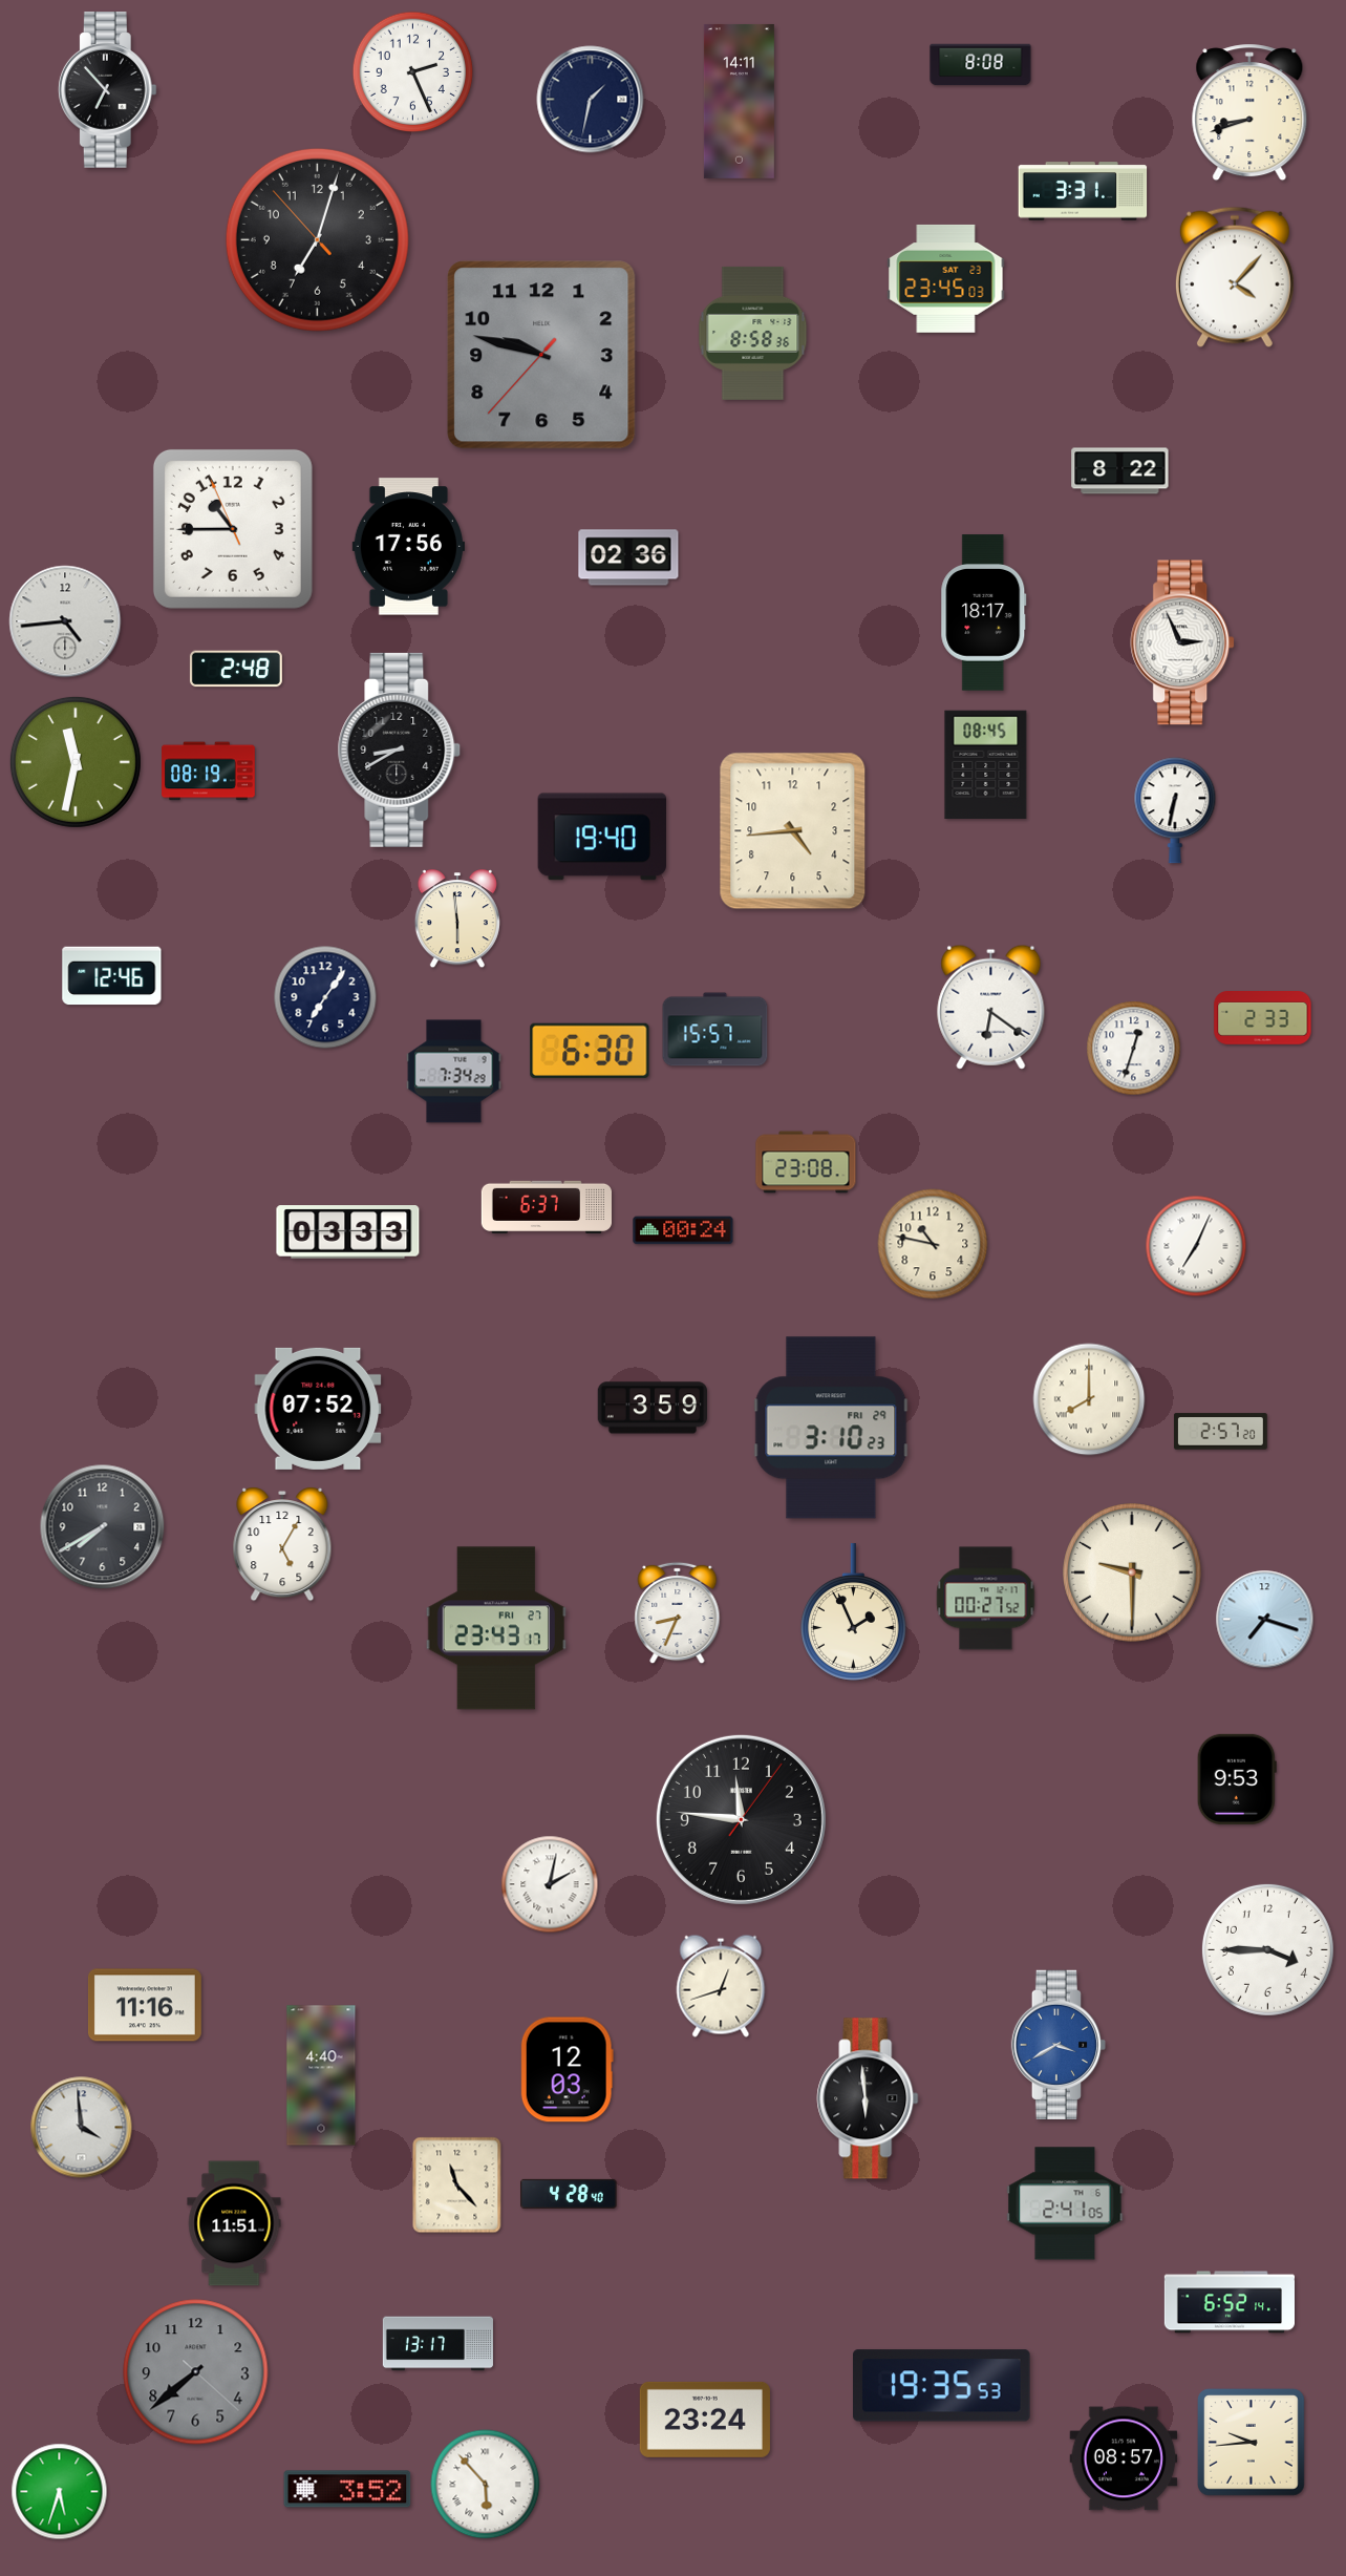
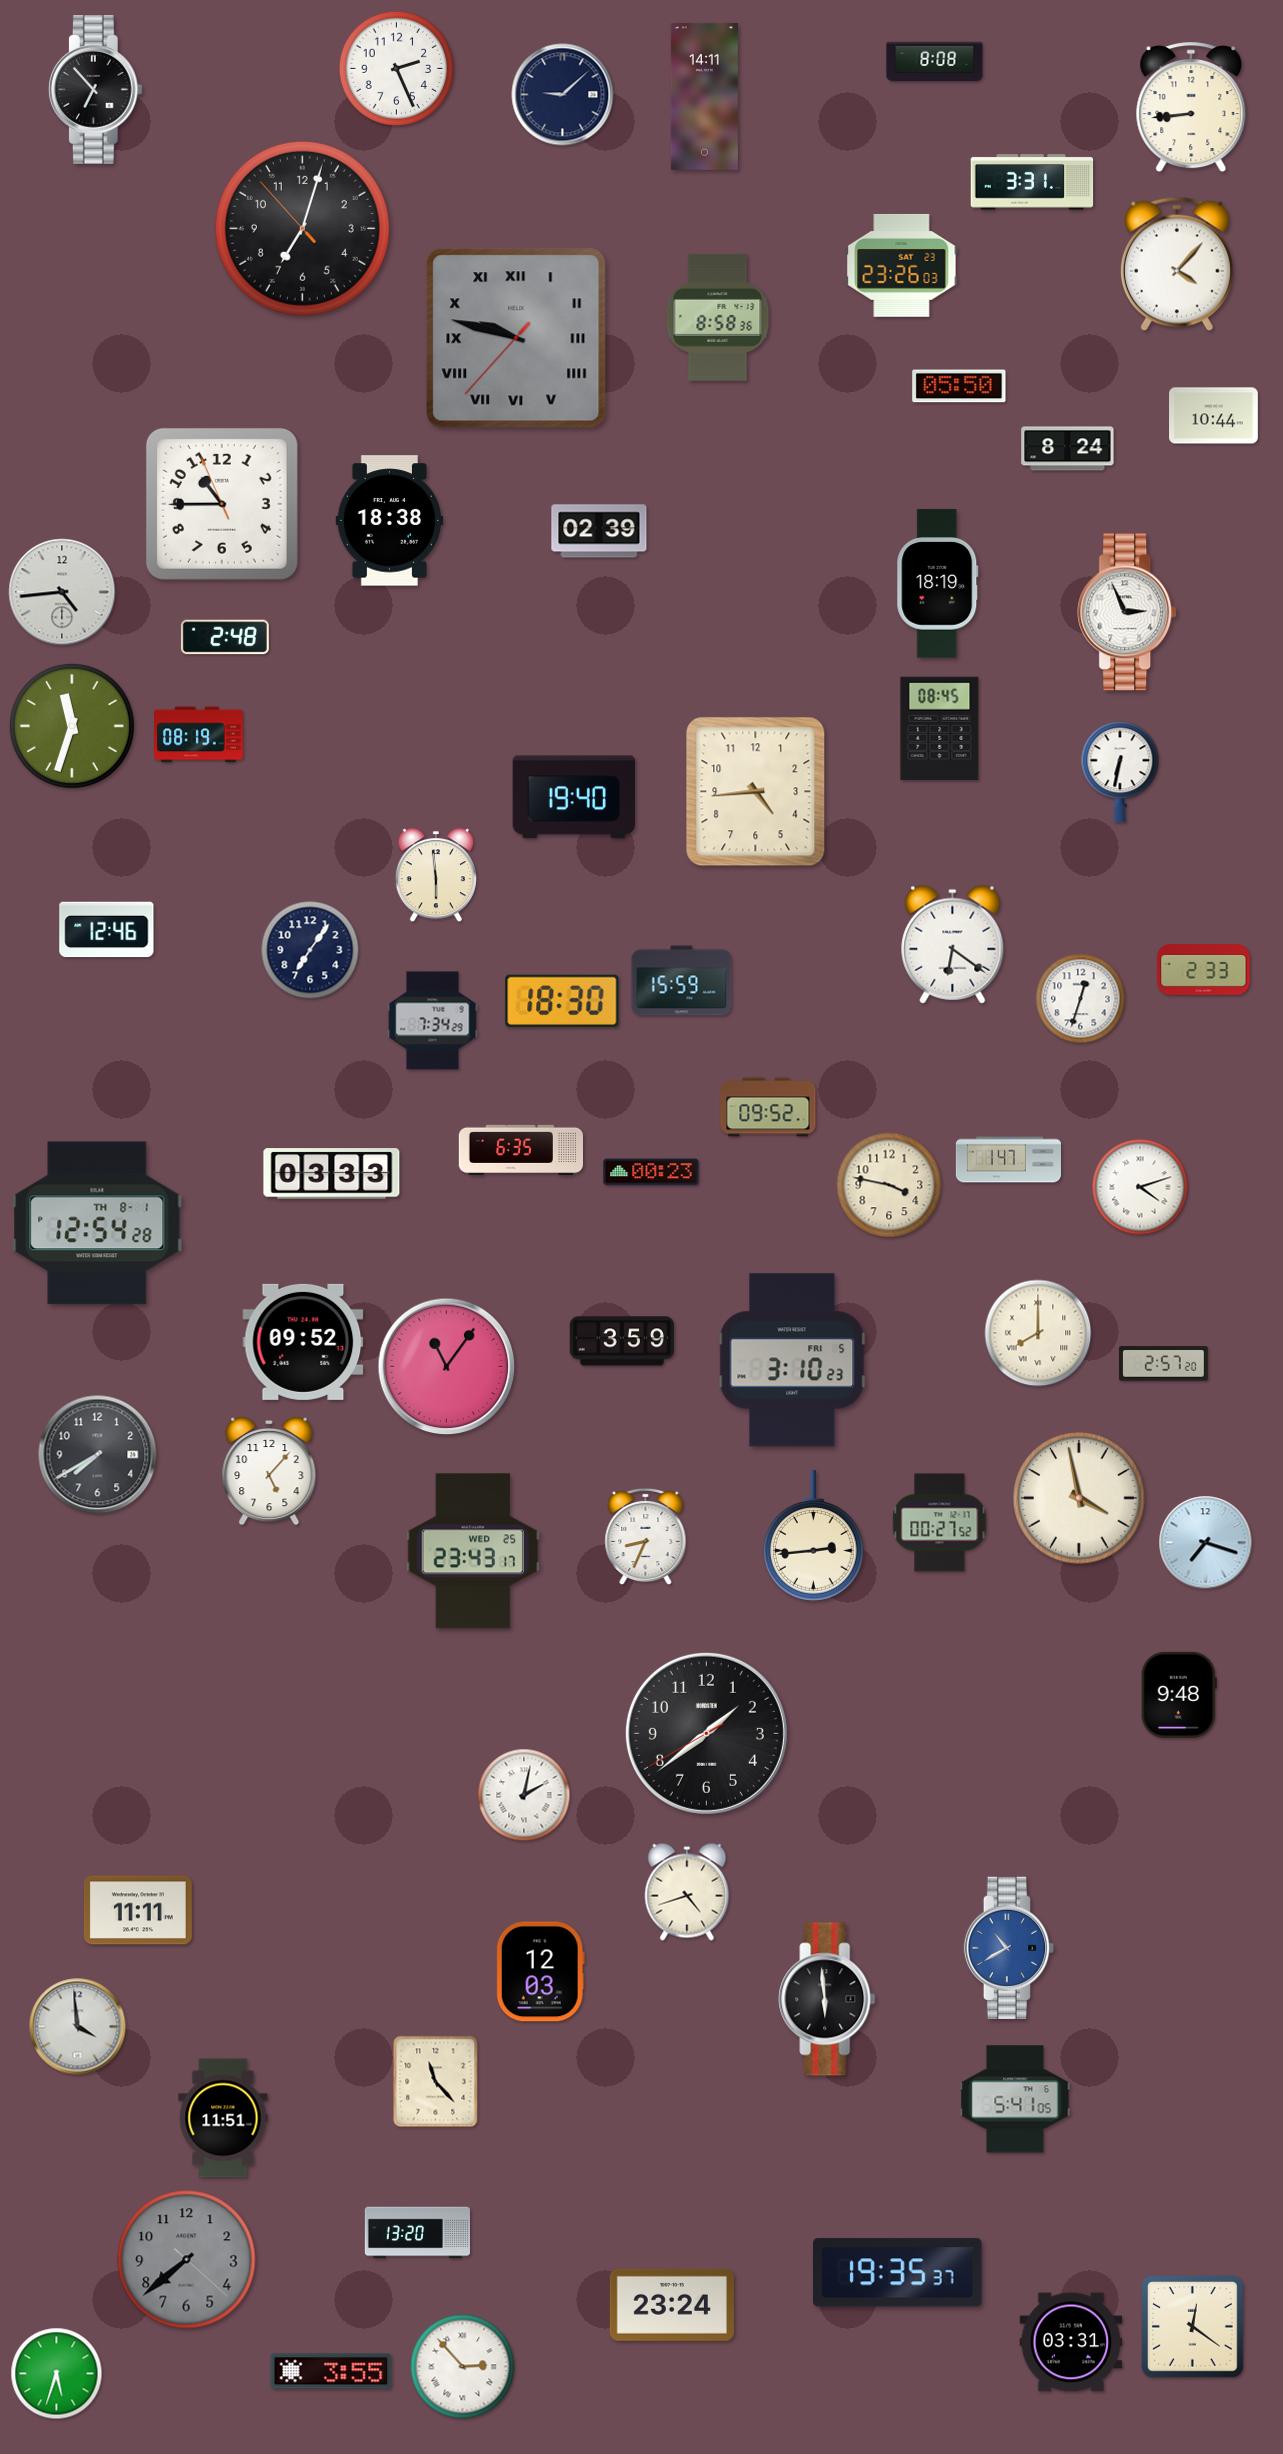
clock at (413, 72) position: (413, 72) -> (397, 69)
clock at (107, 90) position: (107, 90) -> (95, 90)
clock at (591, 100): 1:32 -> 9:08
clock at (1249, 112): 8:42 -> 8:44
clock at (946, 278): 23:45 -> 23:26
clock at (541, 355) numerals: Arabic -> Roman
clock at (959, 386): none -> 05:50
clock at (1214, 416): none -> 10:44
clock at (1120, 471): 8:22 -> 8:24
clock at (408, 547): 17:56 -> 18:38
clock at (628, 557): 02:36 -> 02:39
clock at (984, 613): 18:17 -> 18:19
clock at (400, 749): 8:40 -> none
clock at (76, 762): 11:32 -> 11:33
clock at (991, 1007) position: (991, 1007) -> (953, 944)
clock at (715, 1030): 15:57 -> 15:59
clock at (590, 1051): 6:30 -> 18:30
clock at (806, 1162): 23:08 -> 09:52
clock at (546, 1207): 6:37 -> 6:35
clock at (1008, 1160): none -> 1:47
clock at (683, 1230): 00:24 -> 00:23
clock at (933, 1244): 10:47 -> 3:47
clock at (1196, 1246): 7:04 -> 4:12
clock at (97, 1223): none -> 12:54
clock at (318, 1409): 07:52 -> 09:52
clock at (831, 1428) date: FRI 29 -> FRI 5
clock at (447, 1367): none -> 11:06
clock at (282, 1545): 5:05 -> 5:07
clock at (1132, 1572): 9:30 -> 3:58
clock at (854, 1612): 1:56 -> 2:44
clock at (496, 1628) date: FRI 27 -> WED 25
clock at (1237, 1779): 9:53 -> 9:48
clock at (741, 1819): 11:46 -> 1:38
clock at (1267, 1949): 3:45 -> none
clock at (721, 1986): 12:42 -> 4:42
clock at (145, 2005): 11:16 -> 11:11
clock at (1057, 2044): 3:40 -> 10:40
clock at (321, 2075): 4:40 -> none
clock at (569, 2194): 4:28 -> none
clock at (1065, 2203): 2:41 -> 5:41
clock at (1229, 2302): 6:52 -> none
clock at (437, 2344): 13:17 -> 13:20
clock at (942, 2386): 19:35:53 -> 19:35:37
clock at (1252, 2443): 9:44 -> 12:21
clock at (1124, 2458): 08:57 -> 03:31
clock at (486, 2485): 5:53 -> 2:53
clock at (347, 2489): 3:52 -> 3:55
